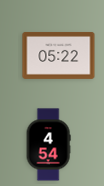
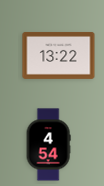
clock at (59, 55): 05:22 -> 13:22
